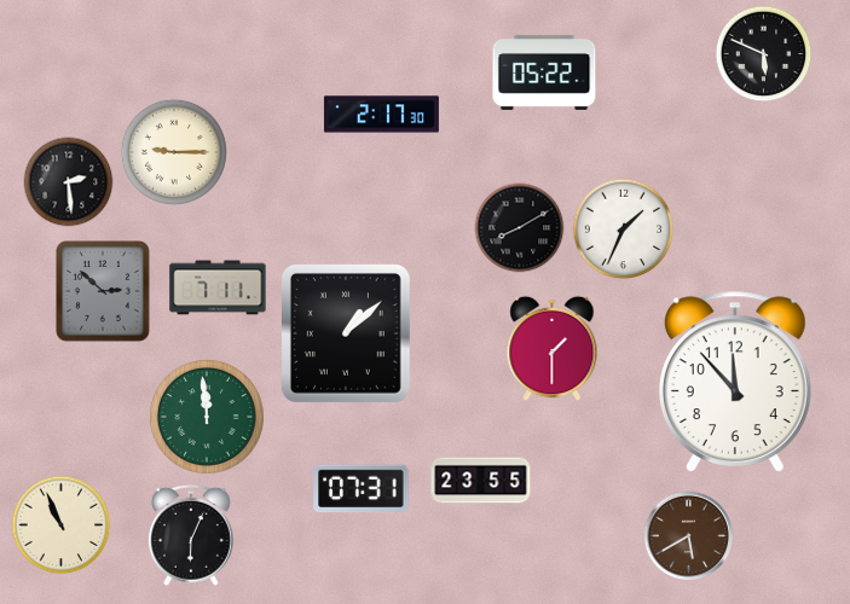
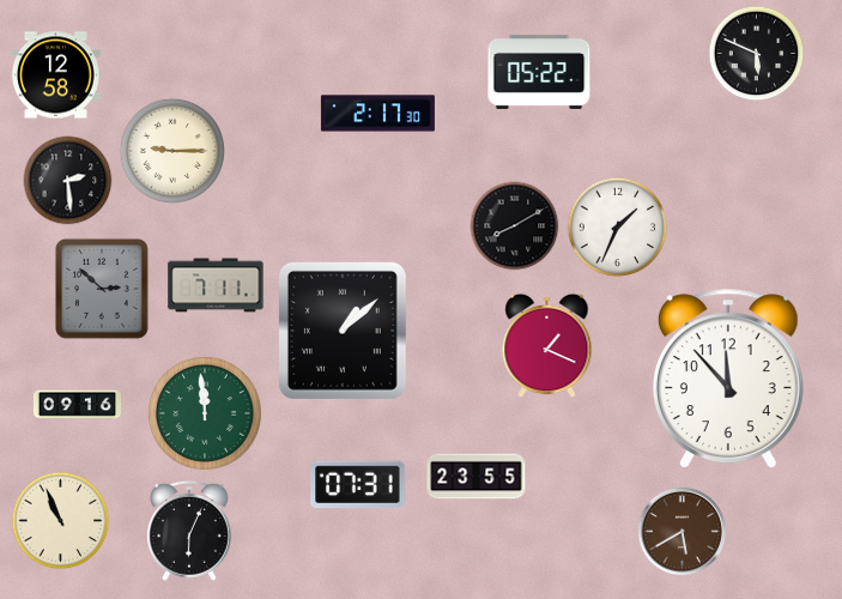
clock at (56, 75): none -> 12:58
clock at (553, 349): 1:30 -> 1:19
clock at (77, 405): none -> 09:16
